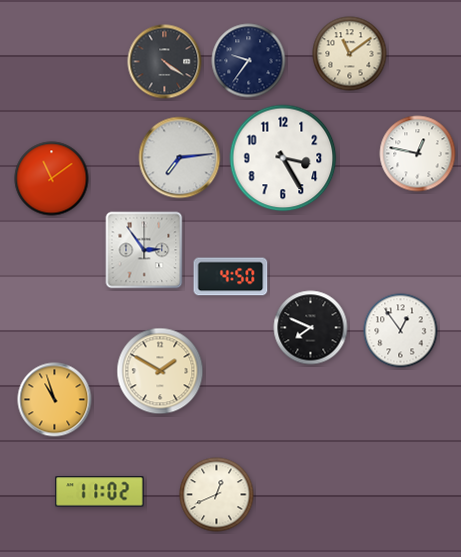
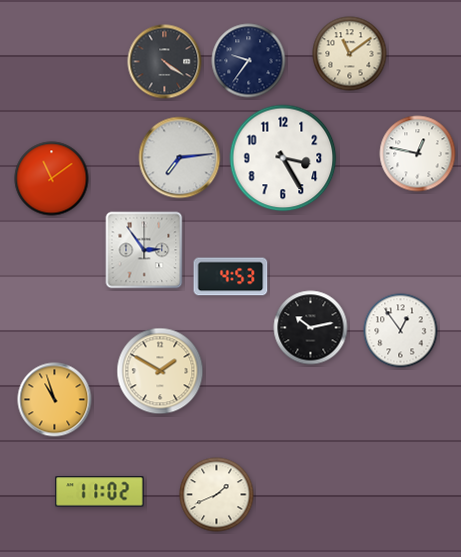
clock at (231, 277): 4:50 -> 4:53
clock at (311, 328): 7:49 -> 10:13
clock at (217, 495): 12:41 -> 1:41
